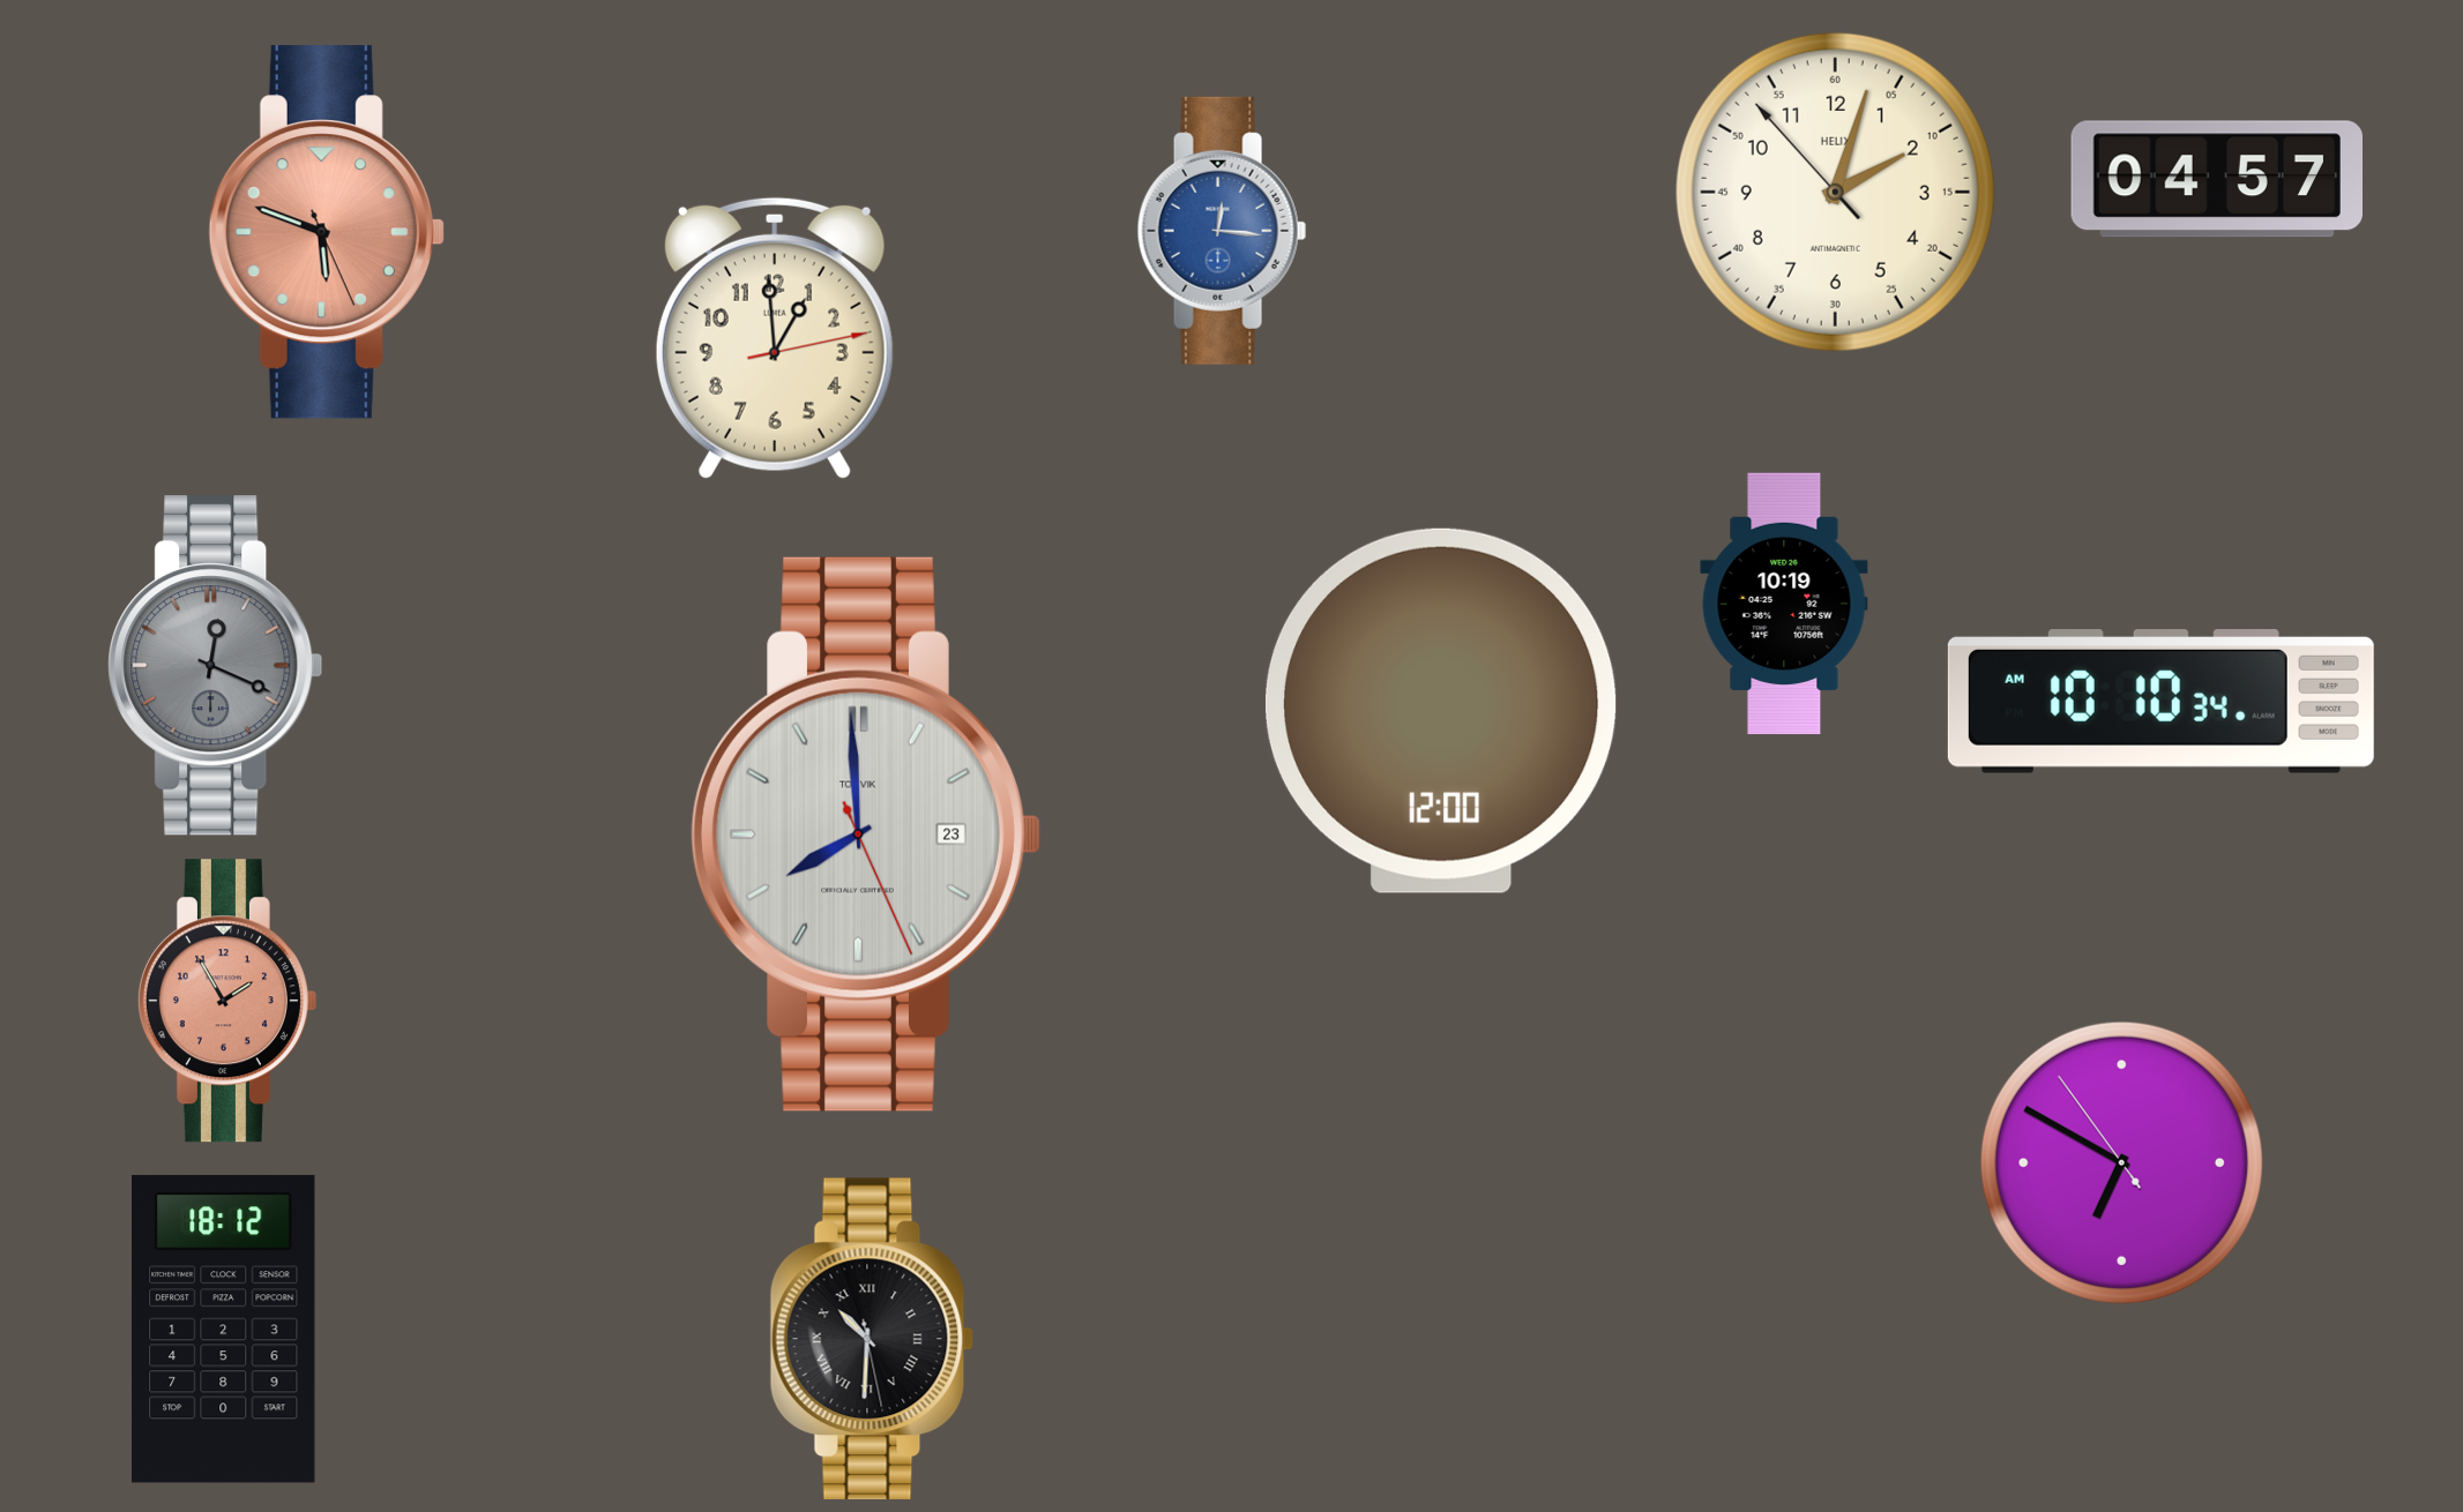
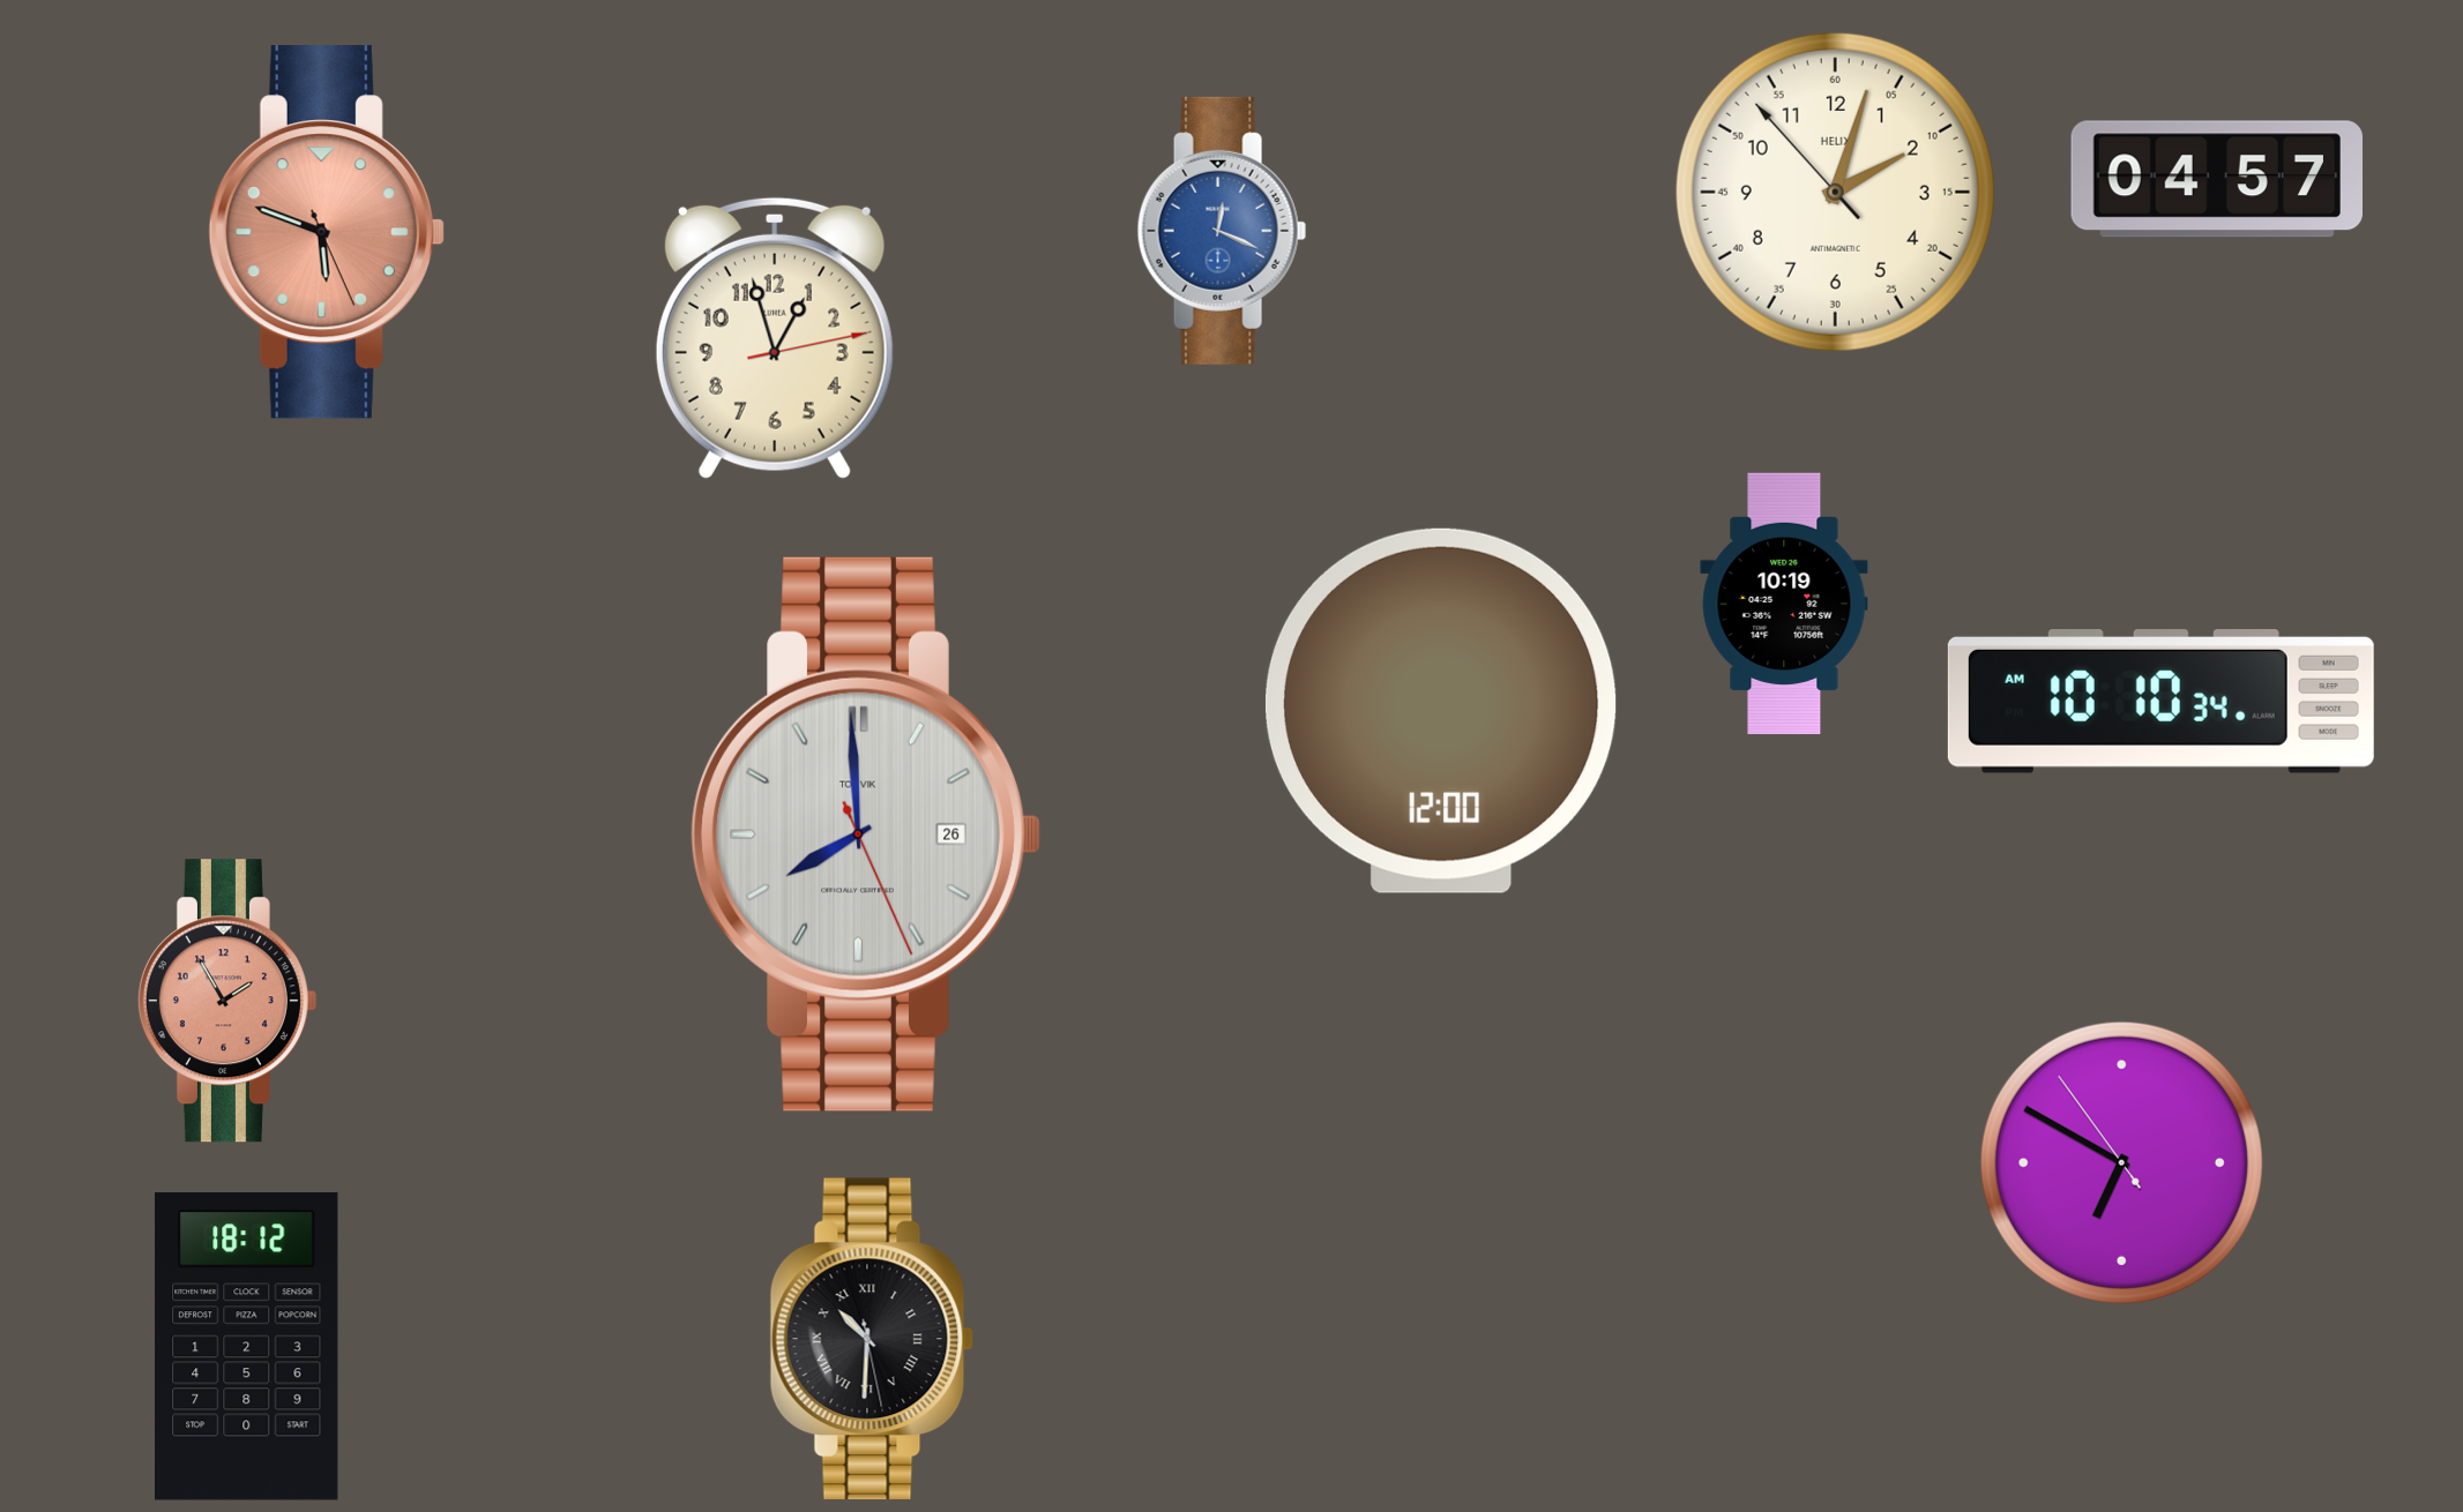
clock at (1222, 231): 12:16 -> 12:19
clock at (775, 338): 12:59 -> 12:57
clock at (216, 666): 12:19 -> none
clock at (866, 834) date: 23 -> 26
clock at (224, 1330) position: (224, 1330) -> (247, 1347)
